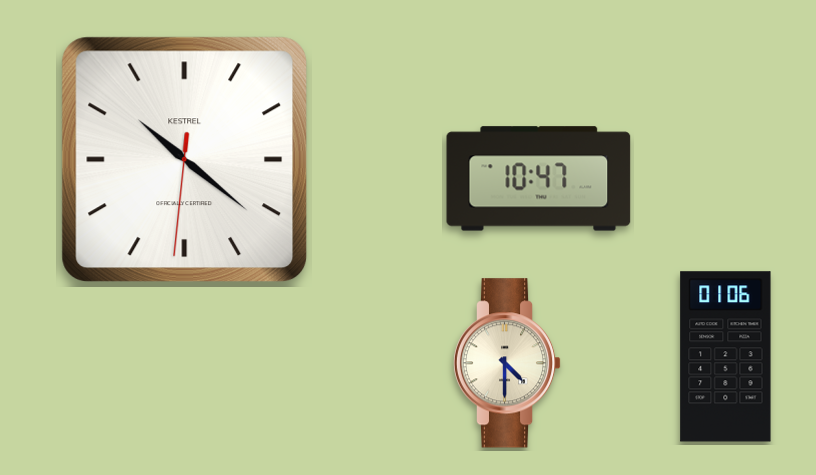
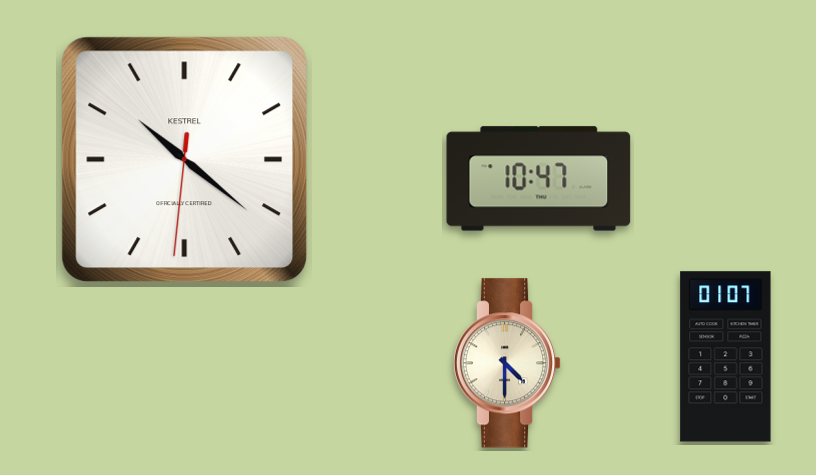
clock at (726, 357): 01:06 -> 01:07
